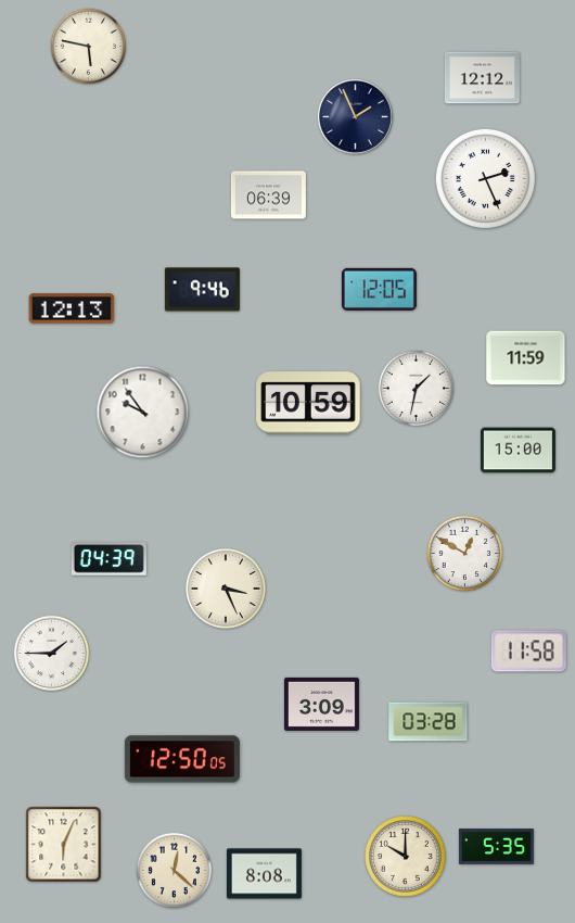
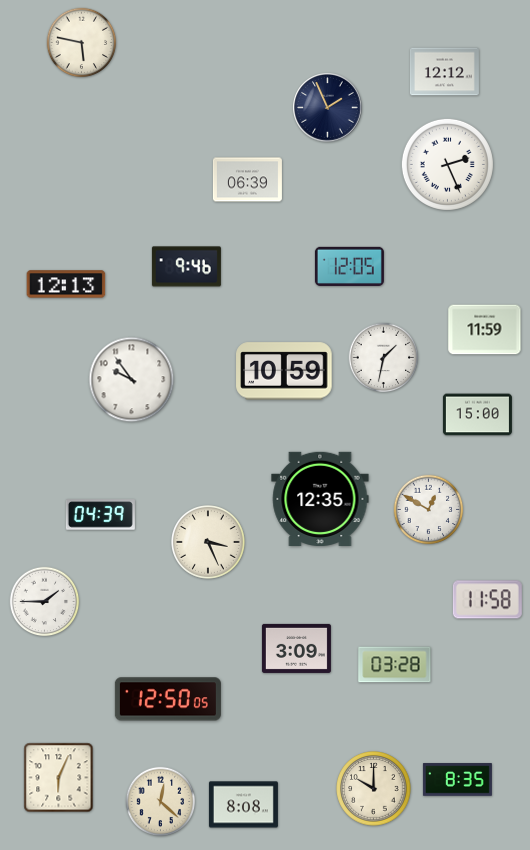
clock at (320, 498): none -> 12:35
clock at (52, 654) position: (52, 654) -> (45, 602)
clock at (496, 847): 5:35 -> 8:35
